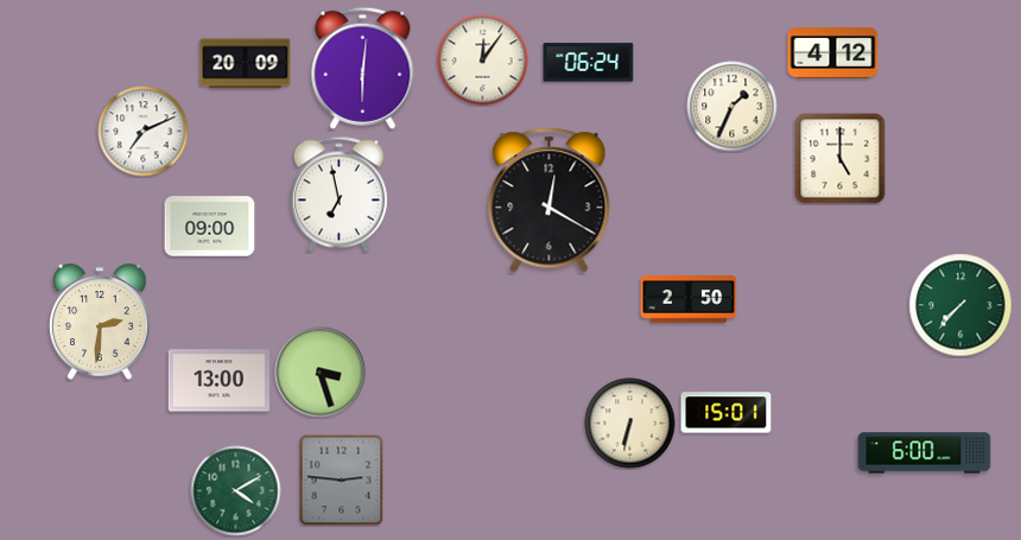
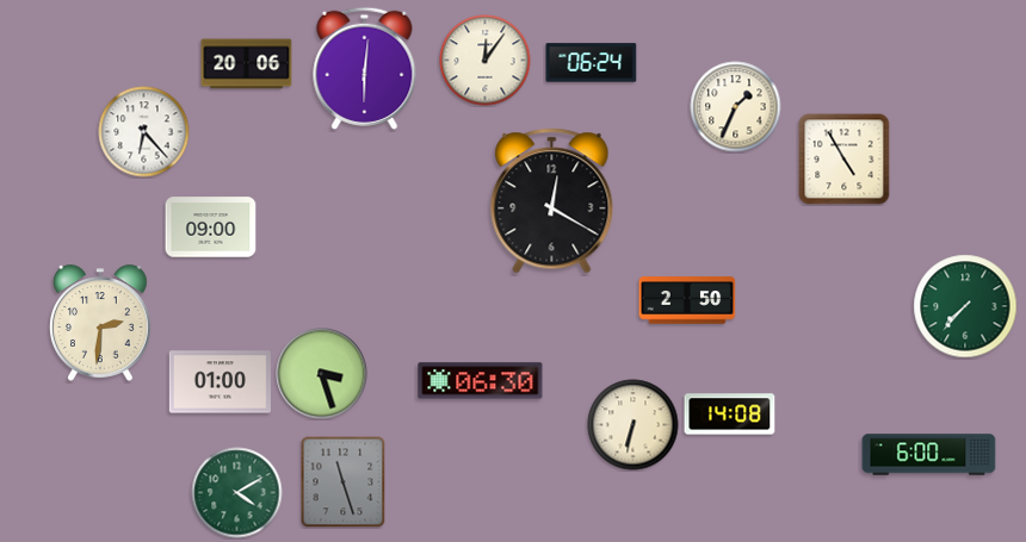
clock at (833, 53): 4:12 -> none
clock at (246, 64): 20:09 -> 20:06
clock at (144, 132): 7:11 -> 6:23
clock at (841, 159): 5:00 -> 4:55
clock at (338, 195): 6:58 -> none
clock at (689, 299) position: (689, 299) -> (687, 300)
clock at (481, 381): none -> 06:30
clock at (218, 381): 13:00 -> 01:00
clock at (727, 413): 15:01 -> 14:08
clock at (342, 479): 2:46 -> 11:27
